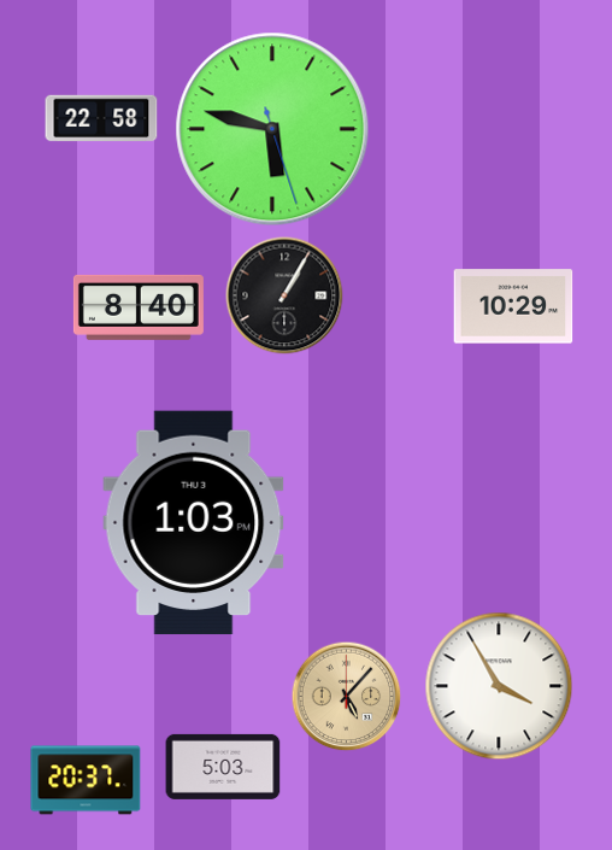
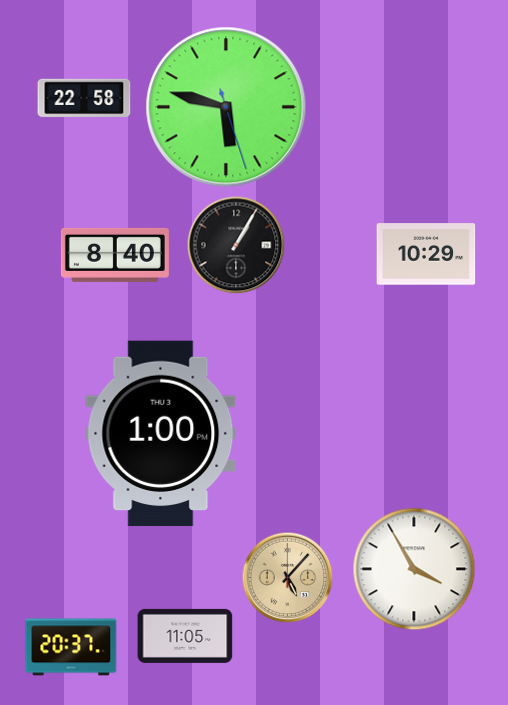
clock at (194, 523): 1:03 -> 1:00
clock at (223, 767): 5:03 -> 11:05
